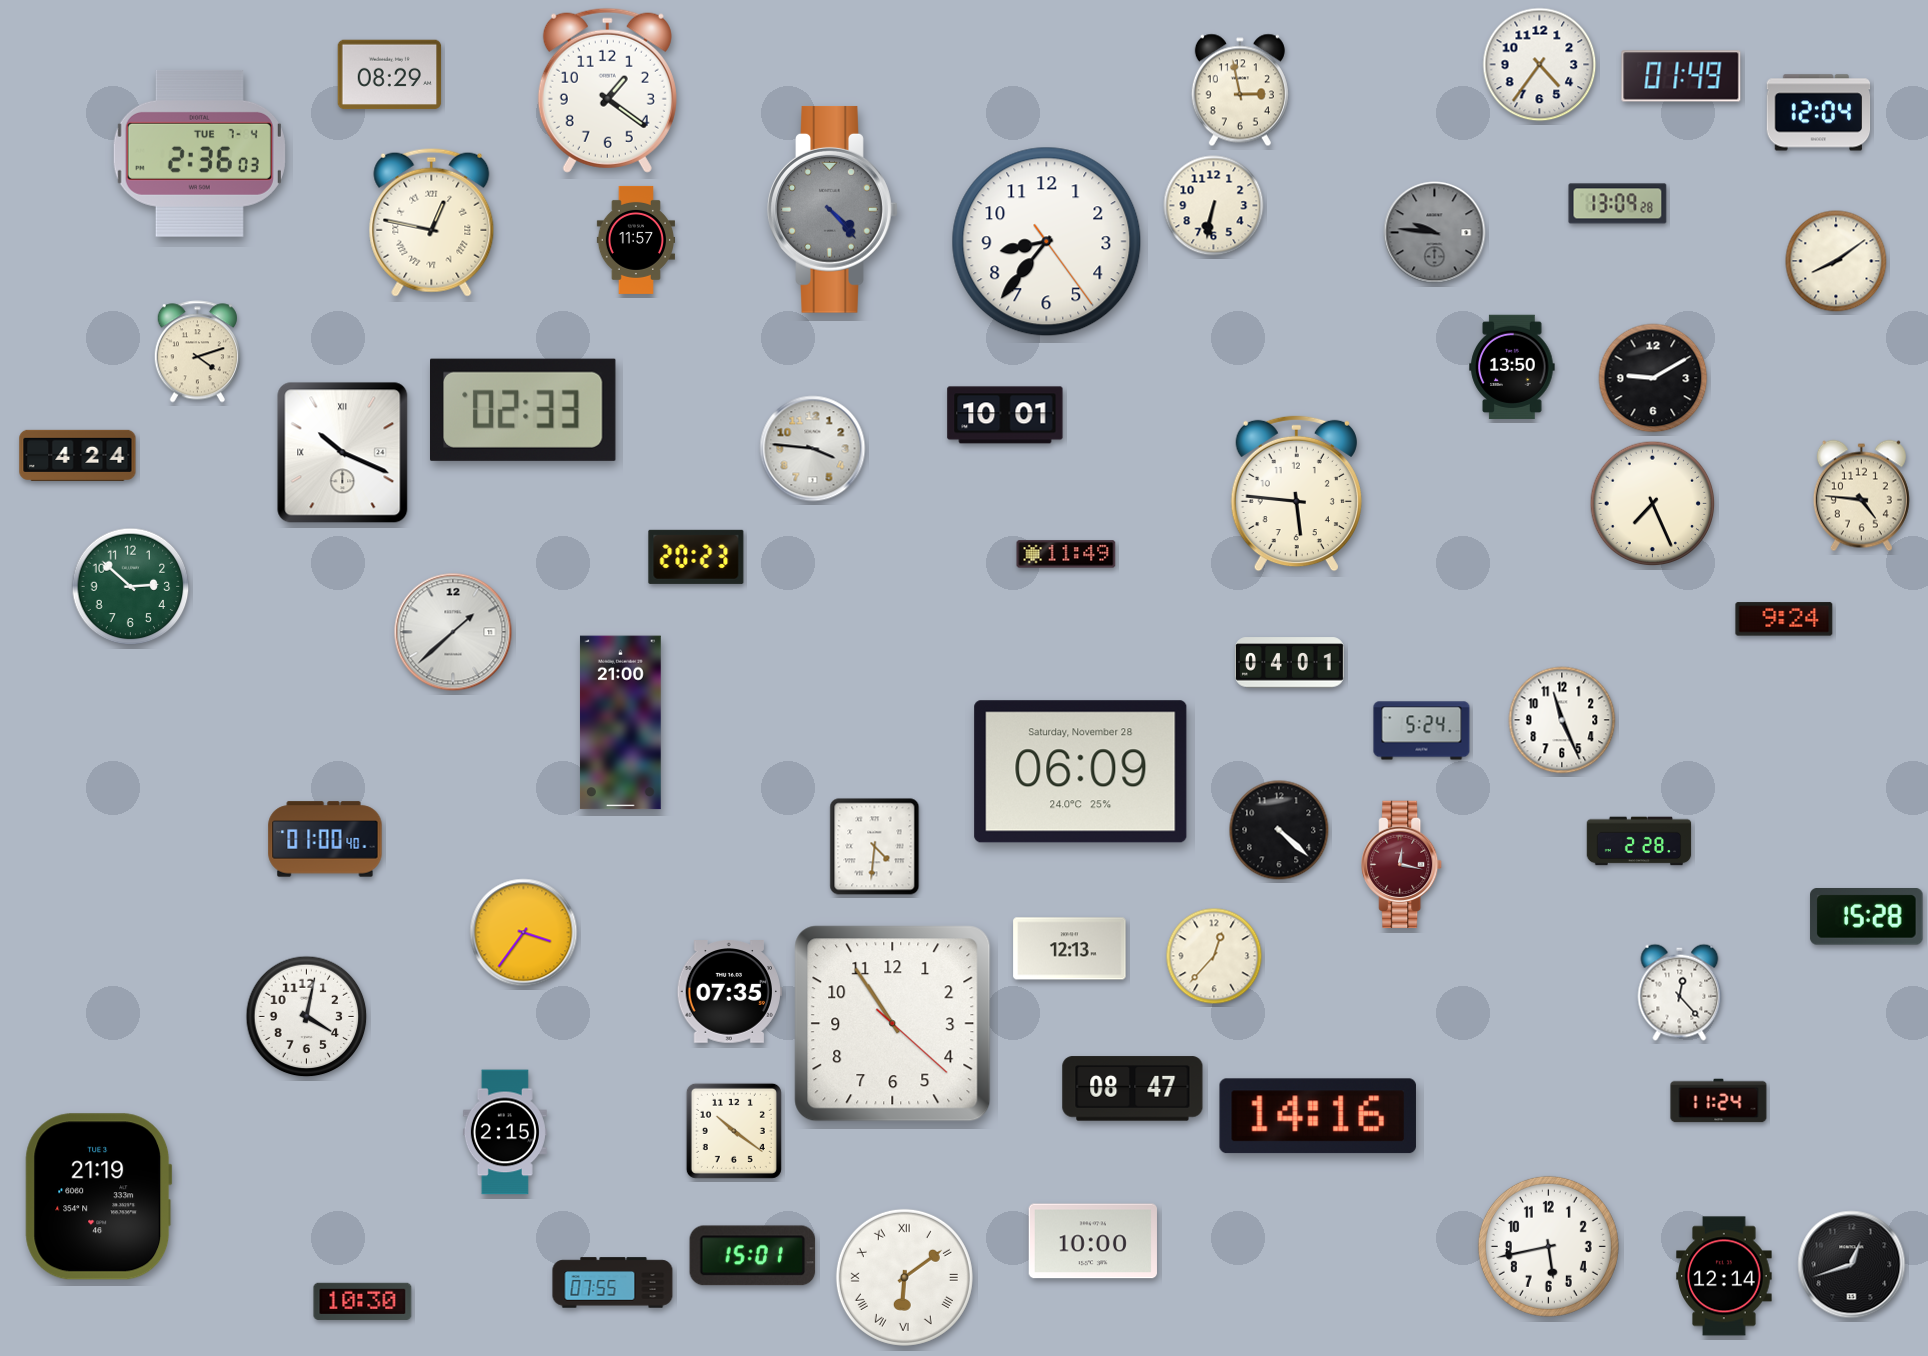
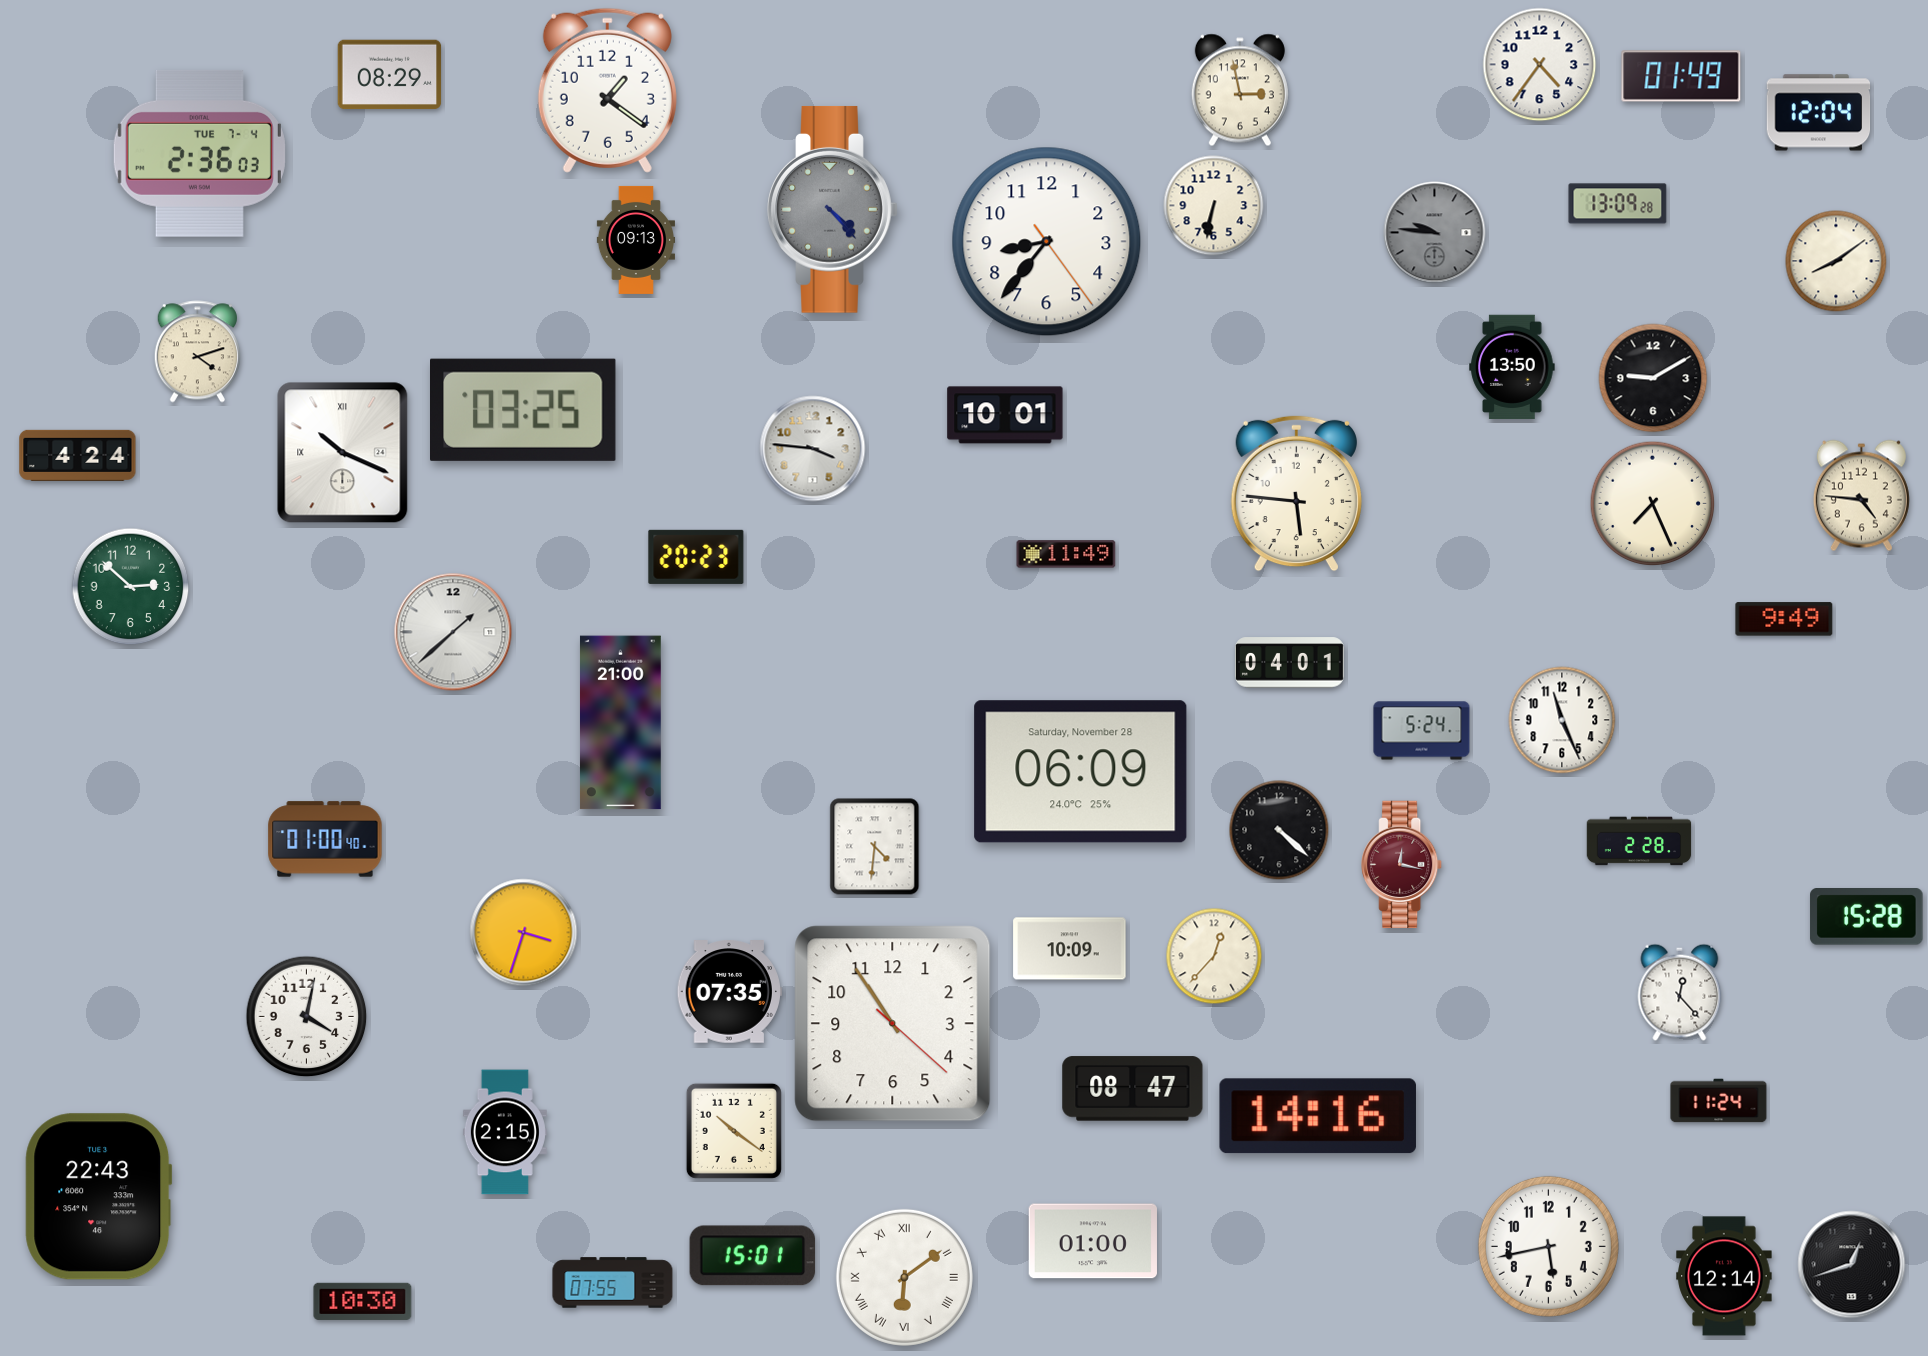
clock at (432, 222): 12:47 -> none
clock at (635, 240): 11:57 -> 09:13
clock at (524, 410): 02:33 -> 03:25
clock at (1784, 619): 9:24 -> 9:49
clock at (524, 933): 3:36 -> 3:33
clock at (1070, 949): 12:13 -> 10:09
clock at (99, 1197): 21:19 -> 22:43
clock at (1093, 1241): 10:00 -> 01:00
